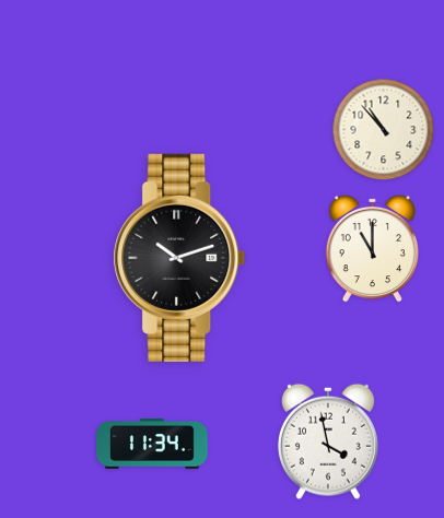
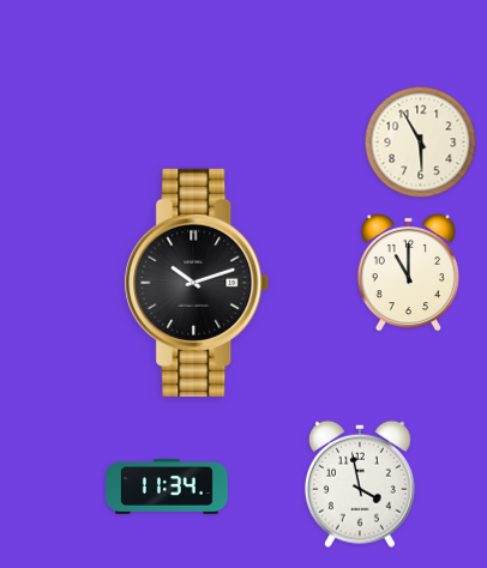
clock at (384, 130): 10:53 -> 5:55
